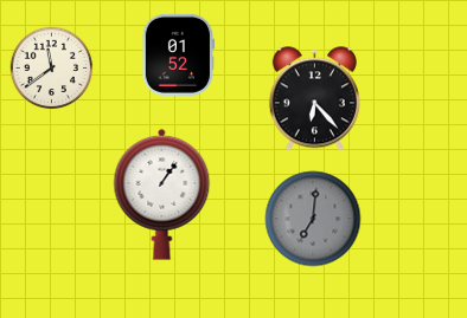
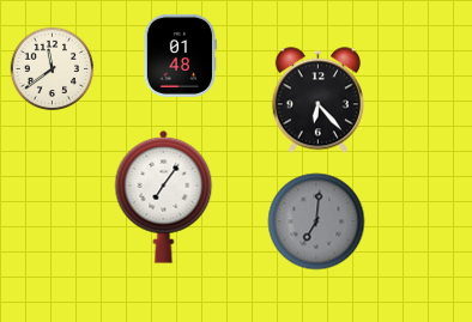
clock at (178, 54): 01:52 -> 01:48
clock at (162, 194): 1:06 -> 7:06
